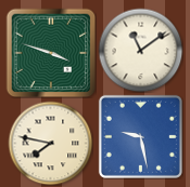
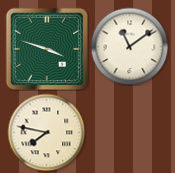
clock at (140, 136): 9:28 -> none
